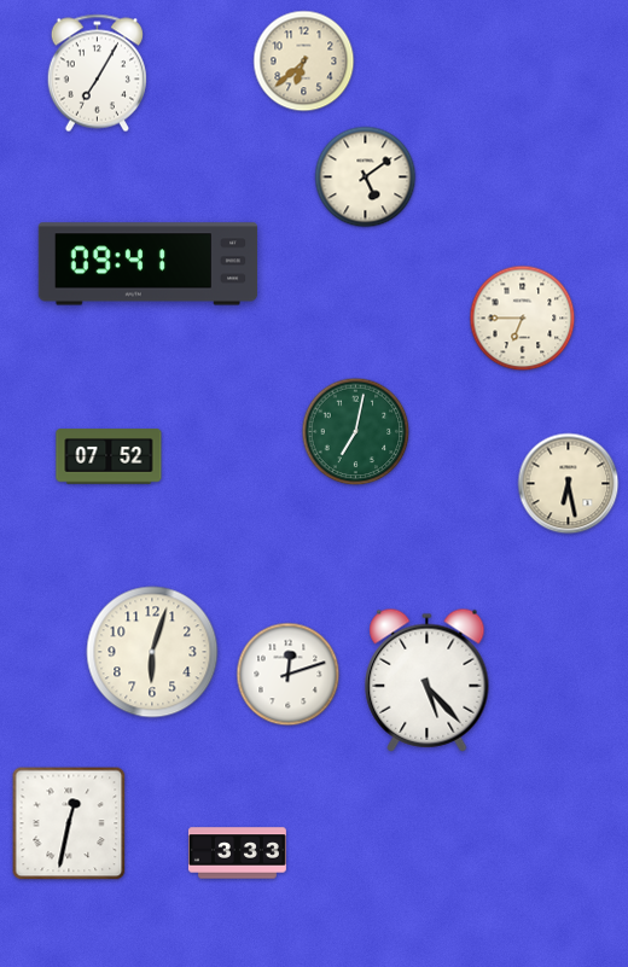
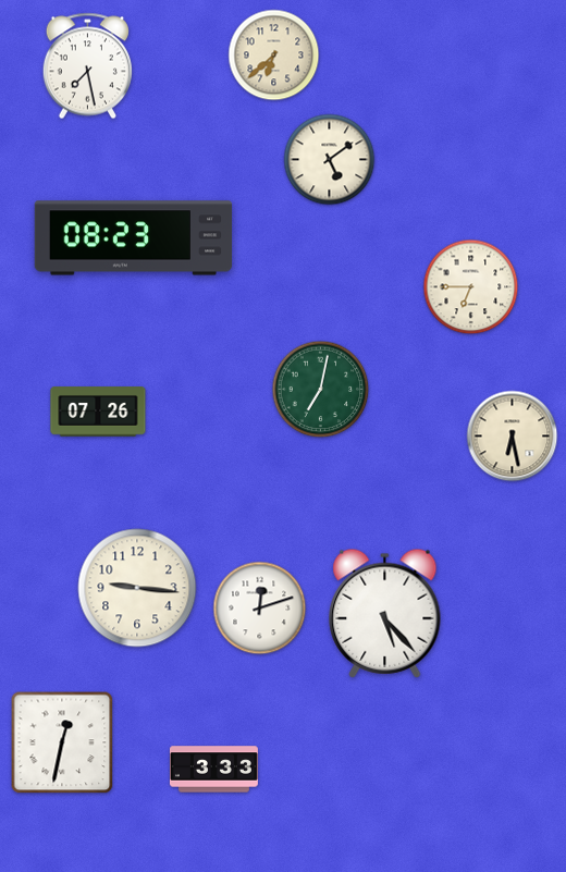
clock at (97, 74): 7:05 -> 7:28
clock at (149, 264): 09:41 -> 08:23
clock at (109, 456): 07:52 -> 07:26
clock at (152, 652): 6:03 -> 9:16
